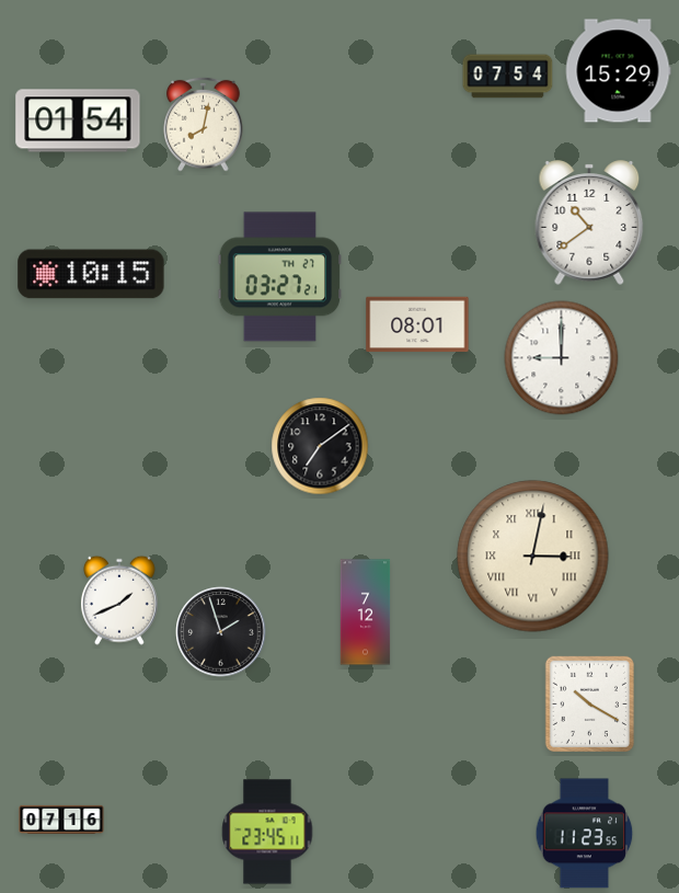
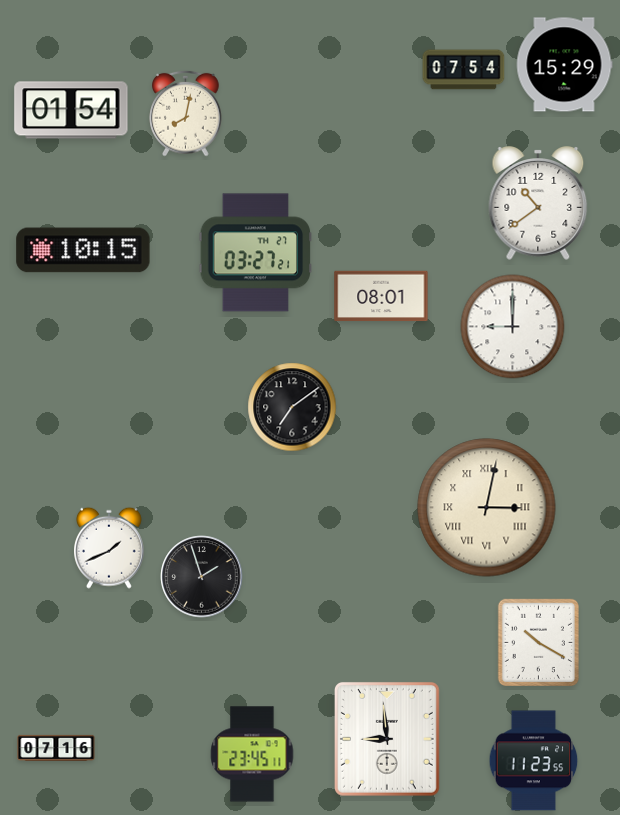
clock at (366, 612): 7:12 -> none
clock at (387, 739): none -> 8:59
clock at (267, 832) position: (267, 832) -> (252, 754)
